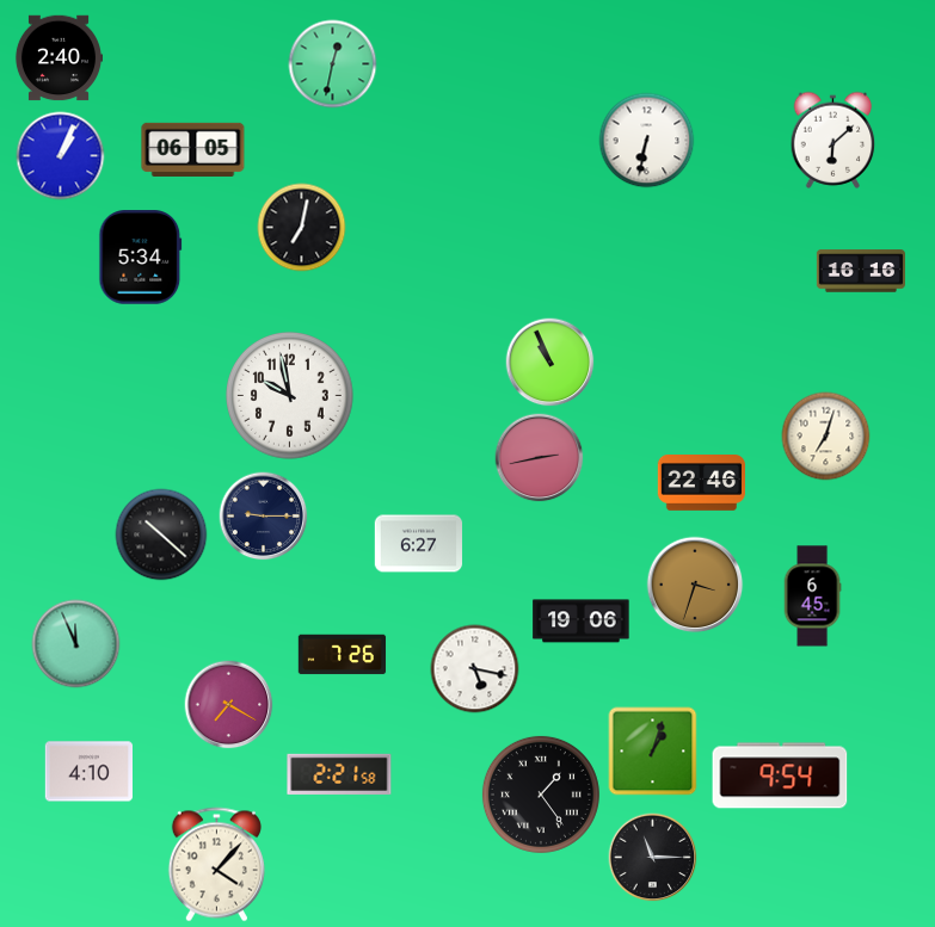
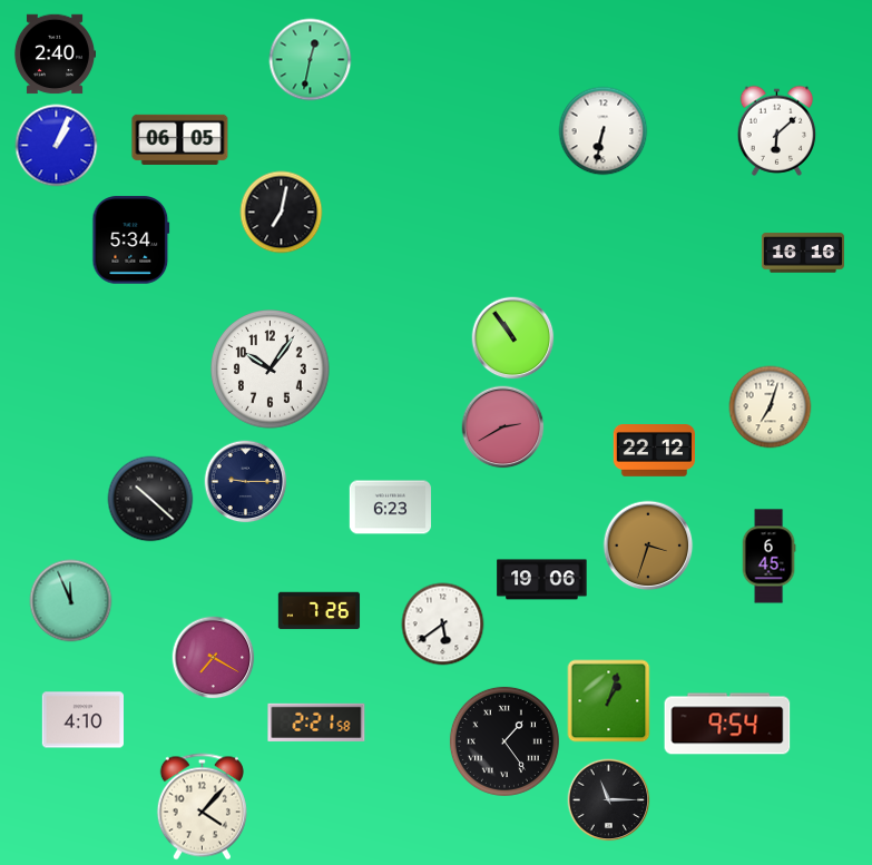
clock at (550, 363): 10:56 -> 10:54
clock at (290, 396): 9:58 -> 10:06
clock at (540, 458): 2:43 -> 2:40
clock at (701, 483): 22:46 -> 22:12
clock at (419, 544): 6:27 -> 6:23
clock at (812, 597) position: (812, 597) -> (768, 557)
clock at (475, 669): 5:17 -> 5:39
